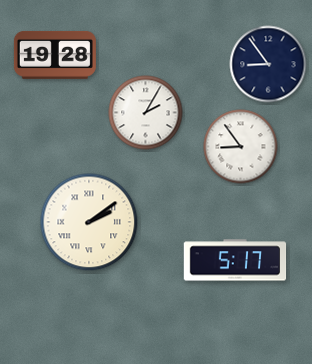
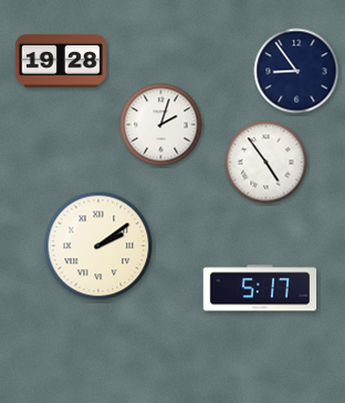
clock at (146, 113): 2:05 -> 2:03
clock at (241, 147): 8:54 -> 4:54
